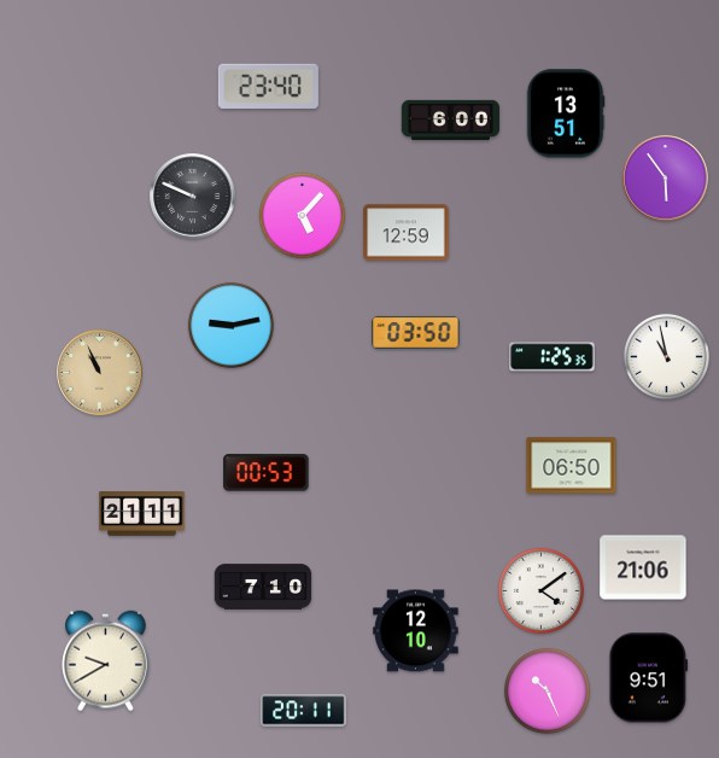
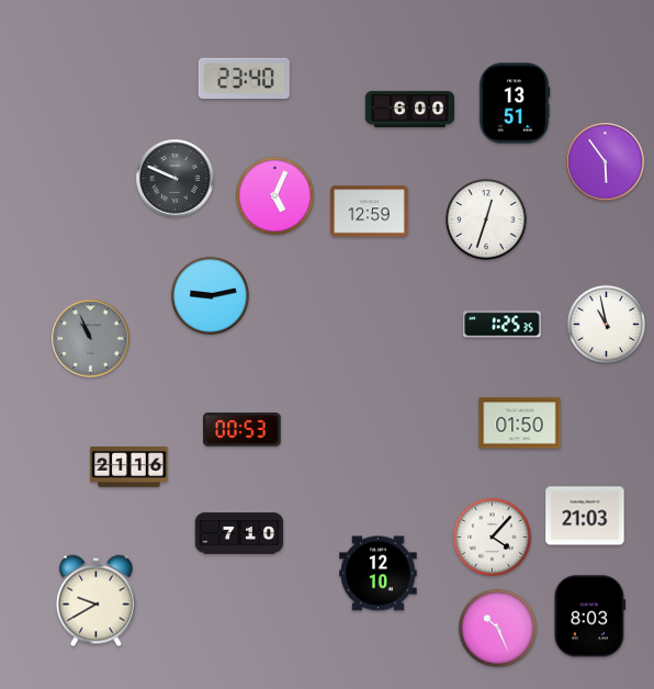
clock at (302, 215): 5:07 -> 5:04
clock at (487, 221): none -> 12:33
clock at (416, 332): 03:50 -> none
clock at (100, 373) dial: champagne -> grey
clock at (572, 466): 06:50 -> 01:50
clock at (142, 514): 21:11 -> 21:16
clock at (643, 567): 21:06 -> 21:03
clock at (540, 590): 4:09 -> 4:07
clock at (649, 678): 9:51 -> 8:03
clock at (304, 711): 20:11 -> none
